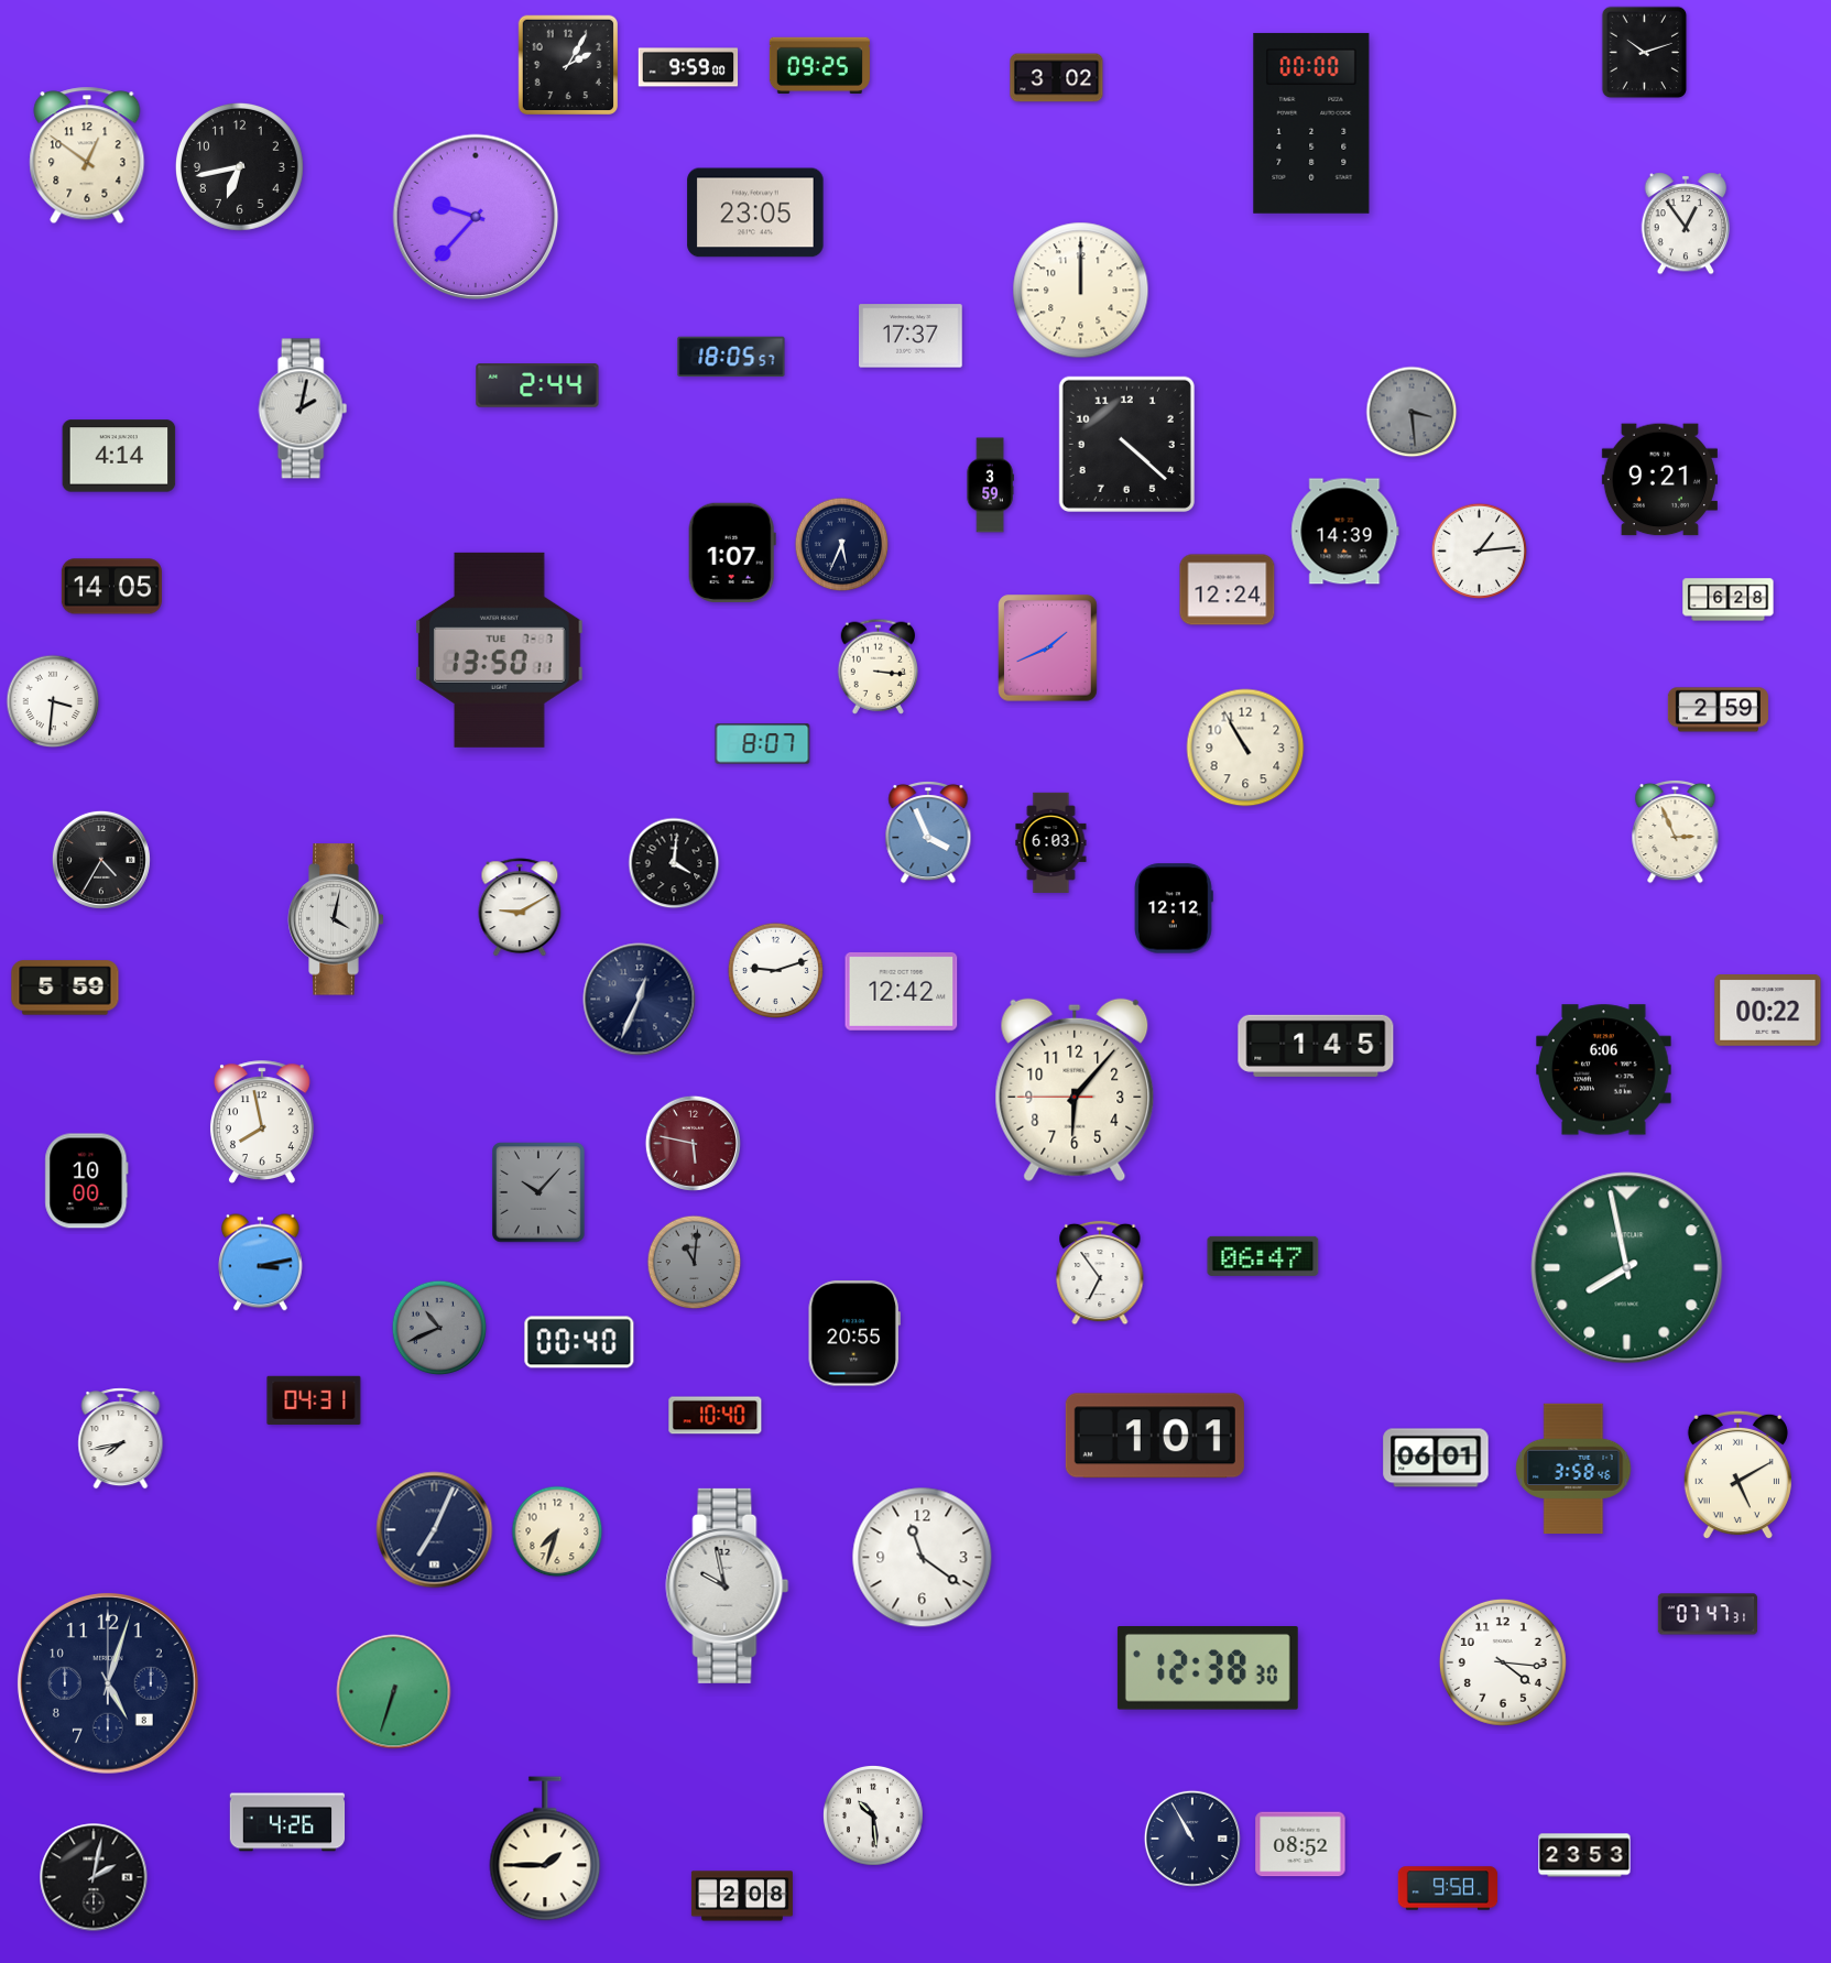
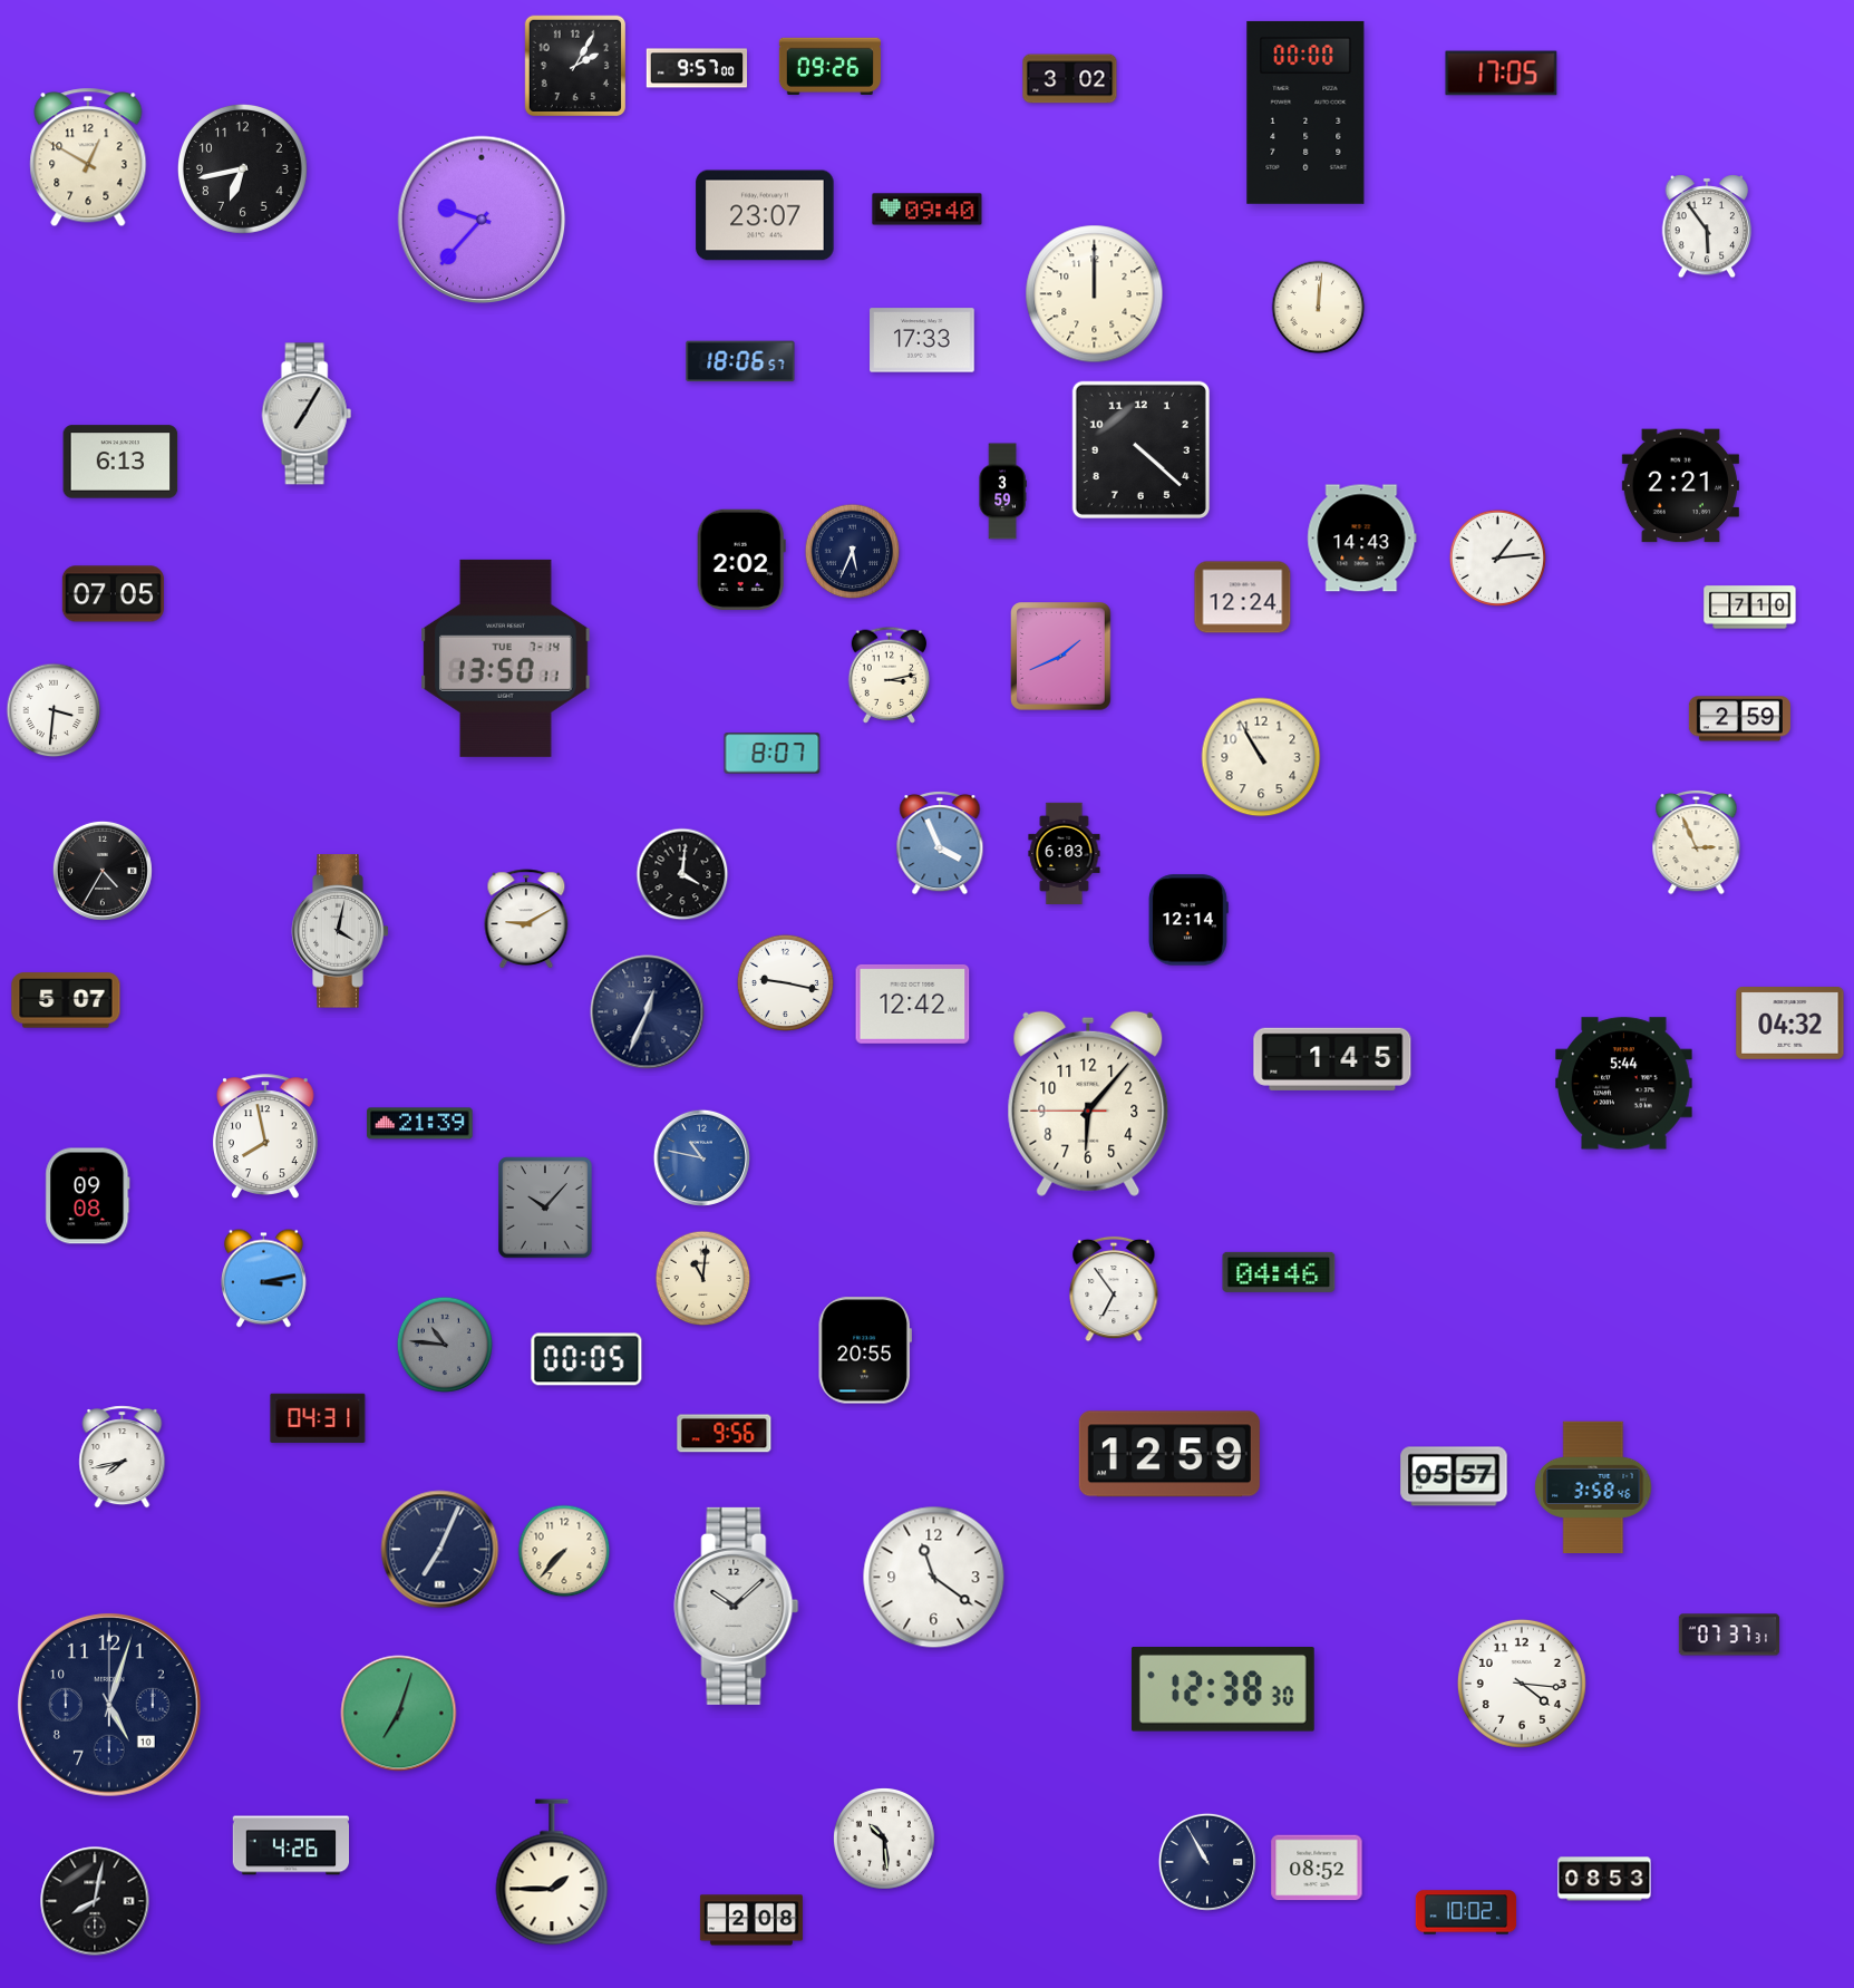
clock at (1645, 53): 10:12 -> none
clock at (819, 65): 09:25 -> 09:26
clock at (688, 67): 9:59 -> 9:57
clock at (1502, 74): none -> 17:05
clock at (1311, 123) position: (1311, 123) -> (1305, 113)
clock at (87, 155): 12:51 -> 12:50
clock at (928, 210): none -> 09:40
clock at (755, 212): 23:05 -> 23:07
clock at (1686, 223): 12:54 -> 5:54
clock at (1319, 308): none -> 12:01
clock at (911, 336): 17:37 -> 17:33
clock at (731, 357): 18:05 -> 18:06
clock at (537, 385): 2:44 -> none
clock at (303, 408): 2:02 -> 7:05
clock at (1412, 412): 3:29 -> none
clock at (119, 456): 4:14 -> 6:13
clock at (1659, 480): 9:21 -> 2:21
clock at (1345, 532): 14:39 -> 14:43
clock at (732, 553): 1:07 -> 2:02
clock at (111, 587): 14:05 -> 07:05
clock at (1729, 600): 6:28 -> 7:10
clock at (500, 650) date: TUE 7-7 -> TUE 7-14
clock at (878, 666): 3:16 -> 3:13
clock at (1174, 908): 12:12 -> 12:14
clock at (775, 970): 9:12 -> 9:17
clock at (65, 988): 5:59 -> 5:07
clock at (1768, 1011): 00:22 -> 04:32
clock at (1604, 1070): 6:06 -> 5:44
clock at (420, 1124): none -> 21:39
clock at (693, 1143): 5:47 -> 10:47
clock at (693, 1143) dial: burgundy -> blue
clock at (87, 1181): 10:00 -> 09:08
clock at (1263, 1256): 06:47 -> 04:46
clock at (695, 1263) dial: grey -> cream
clock at (1627, 1268): 7:58 -> none
clock at (439, 1328): 10:41 -> 10:46
clock at (579, 1342): 00:40 -> 00:05
clock at (716, 1416): 10:40 -> 9:56
clock at (1155, 1436): 1:01 -> 12:59
clock at (1436, 1458): 06:01 -> 05:57
clock at (1737, 1475): 5:10 -> none
clock at (557, 1531): 7:33 -> 7:37
clock at (728, 1585): 9:58 -> 10:08
clock at (1708, 1614): 07:47 -> 07:37
clock at (108, 1683) date: 8 -> 10
clock at (394, 1692): 6:33 -> 7:03
clock at (1584, 1855): 23:53 -> 08:53
clock at (94, 1877): 2:02 -> 8:02
clock at (1448, 1888): 9:58 -> 10:02
